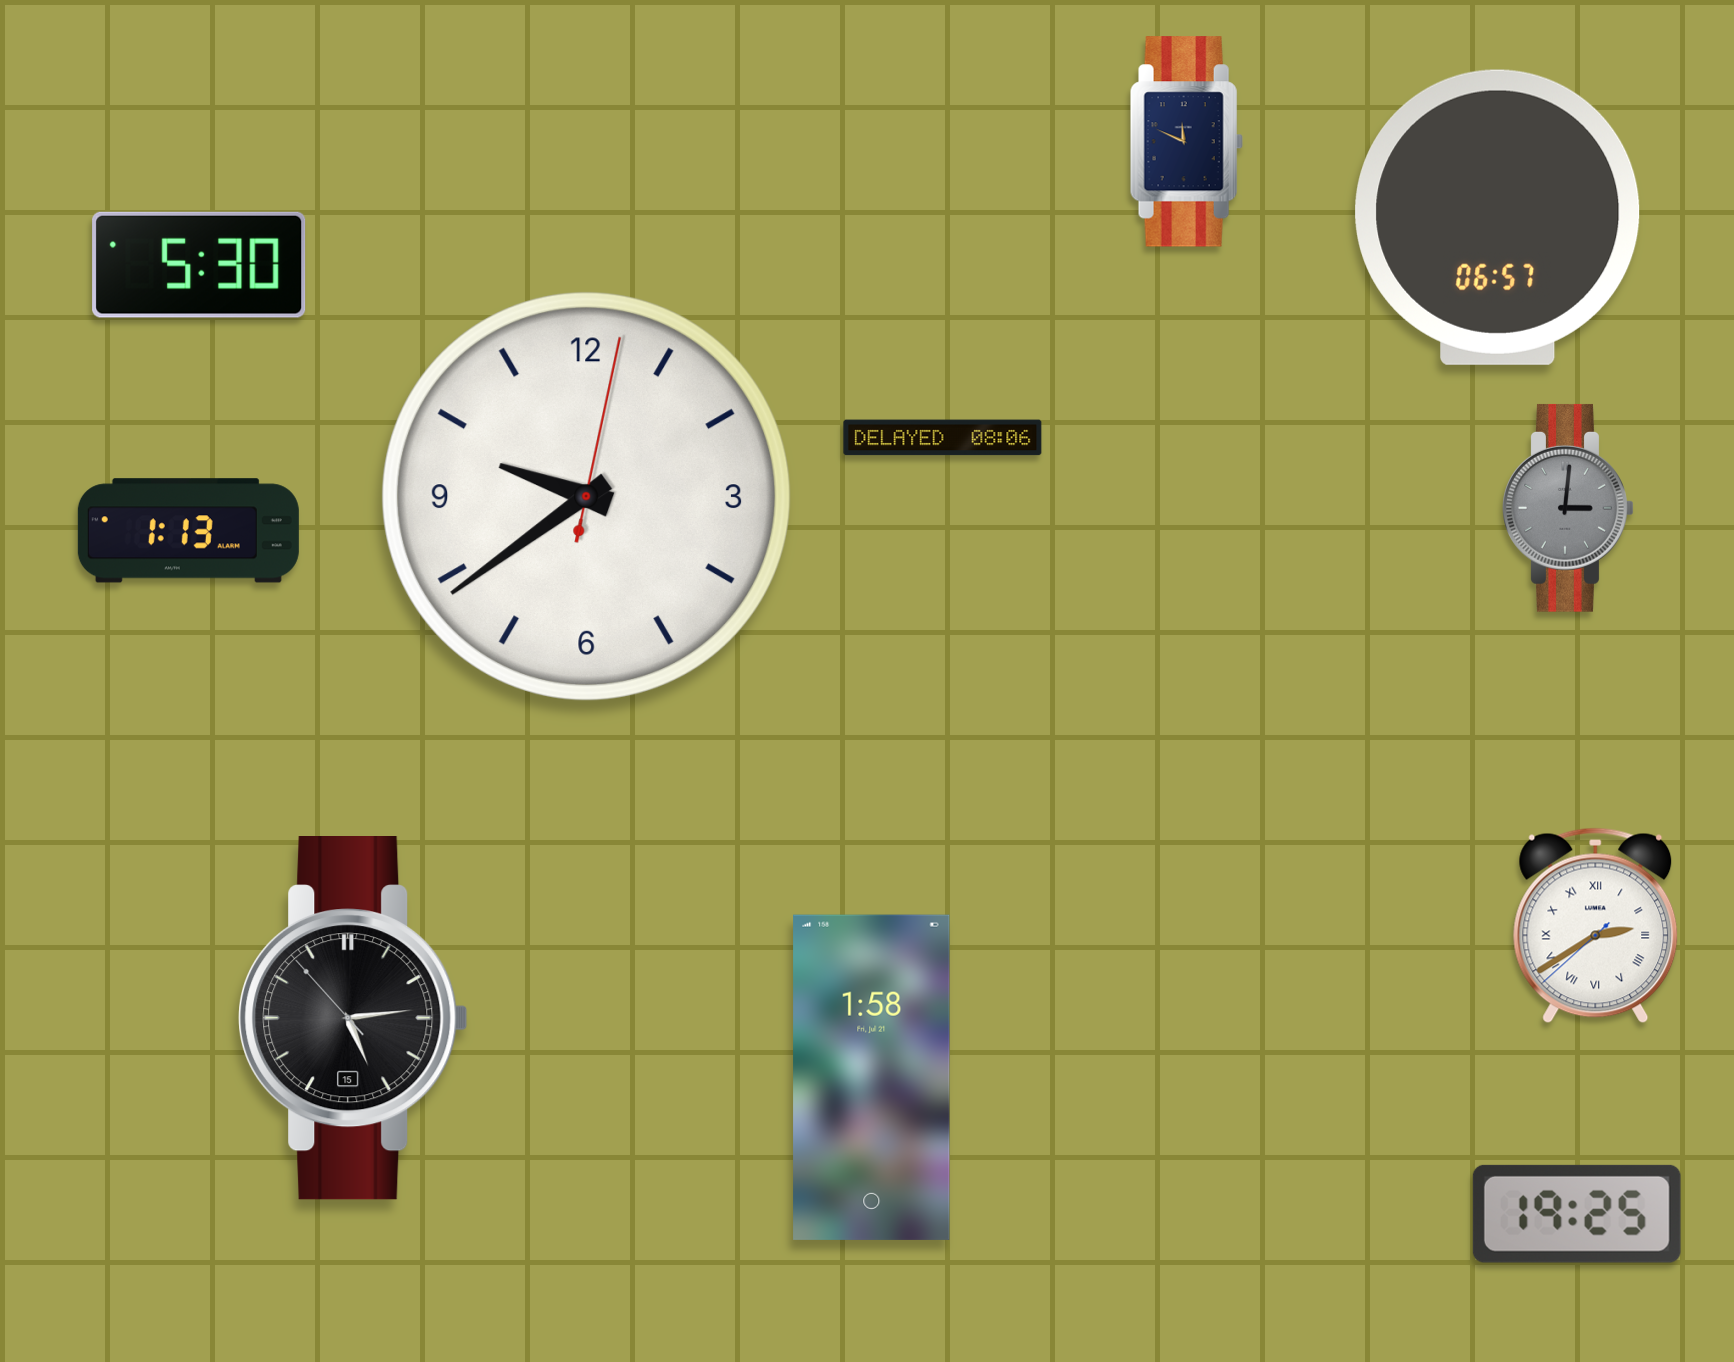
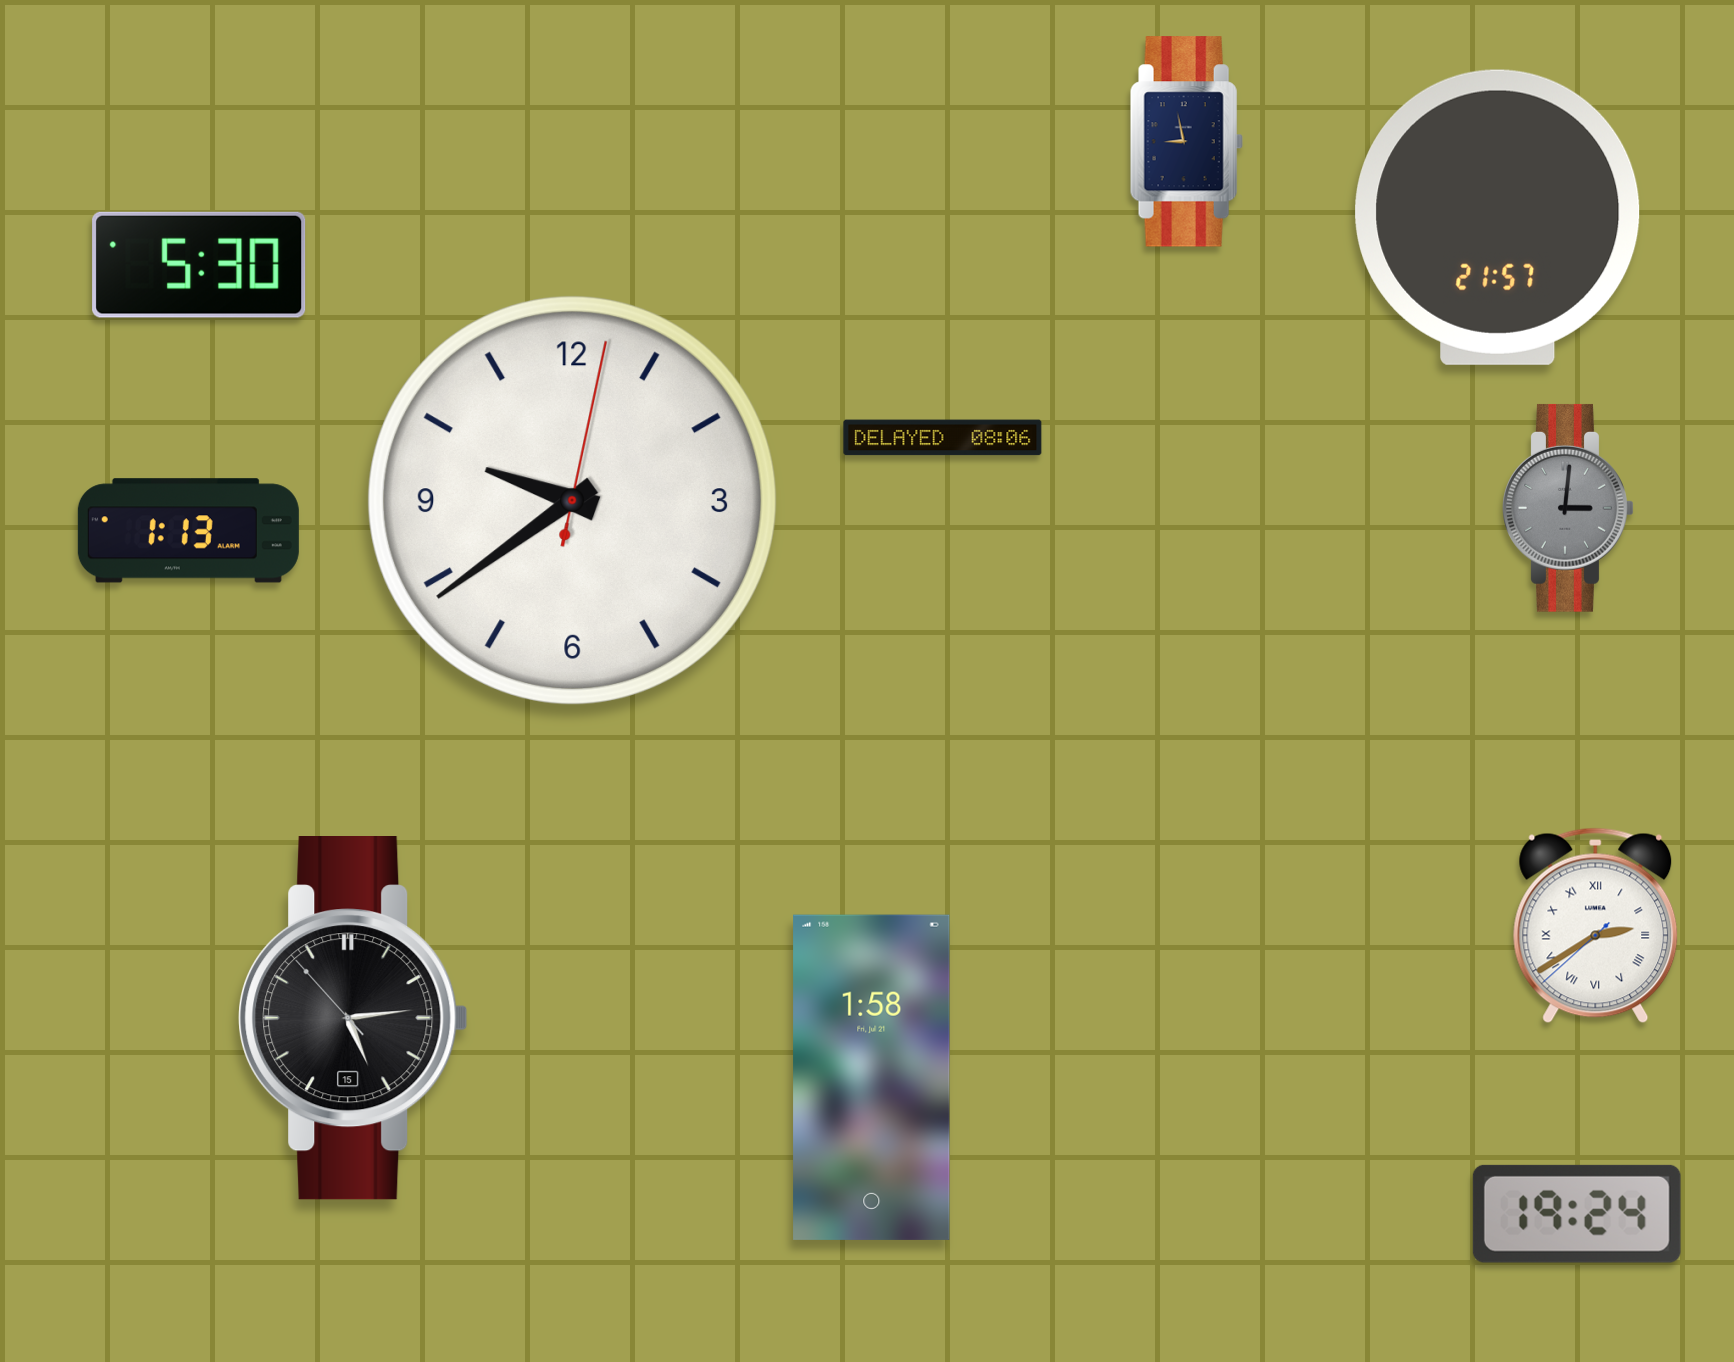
clock at (1186, 142): 11:49 -> 8:58
clock at (1498, 217): 06:57 -> 21:57
clock at (586, 496) position: (586, 496) -> (572, 500)
clock at (1577, 1214): 19:25 -> 19:24
